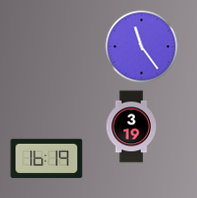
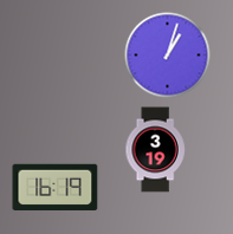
clock at (142, 47): 11:24 -> 1:03
